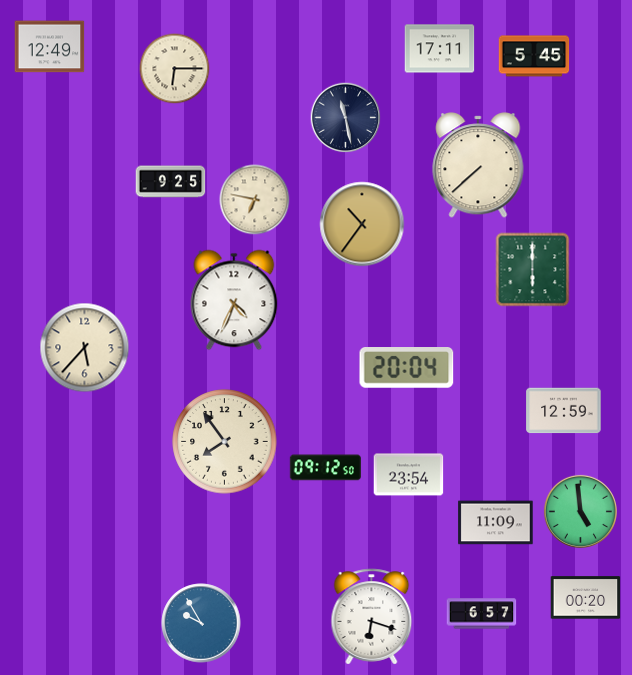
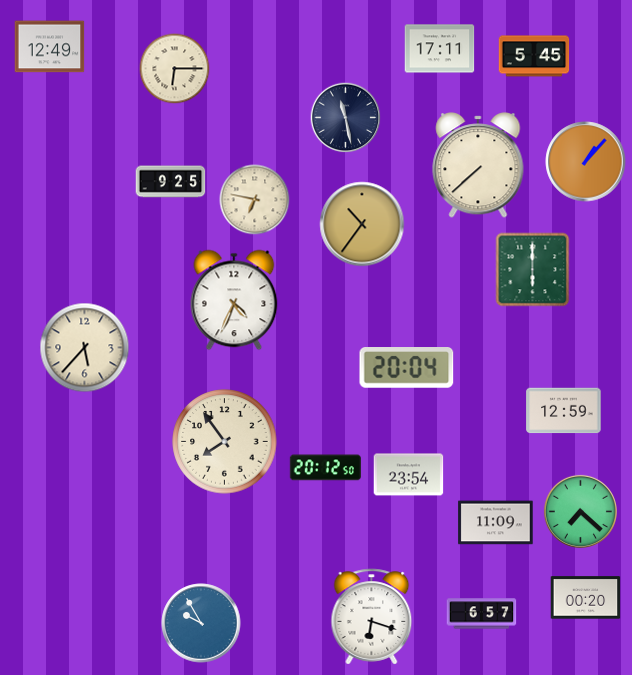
clock at (586, 162): none -> 1:07
clock at (325, 468): 09:12 -> 20:12
clock at (580, 511): 4:59 -> 7:22
